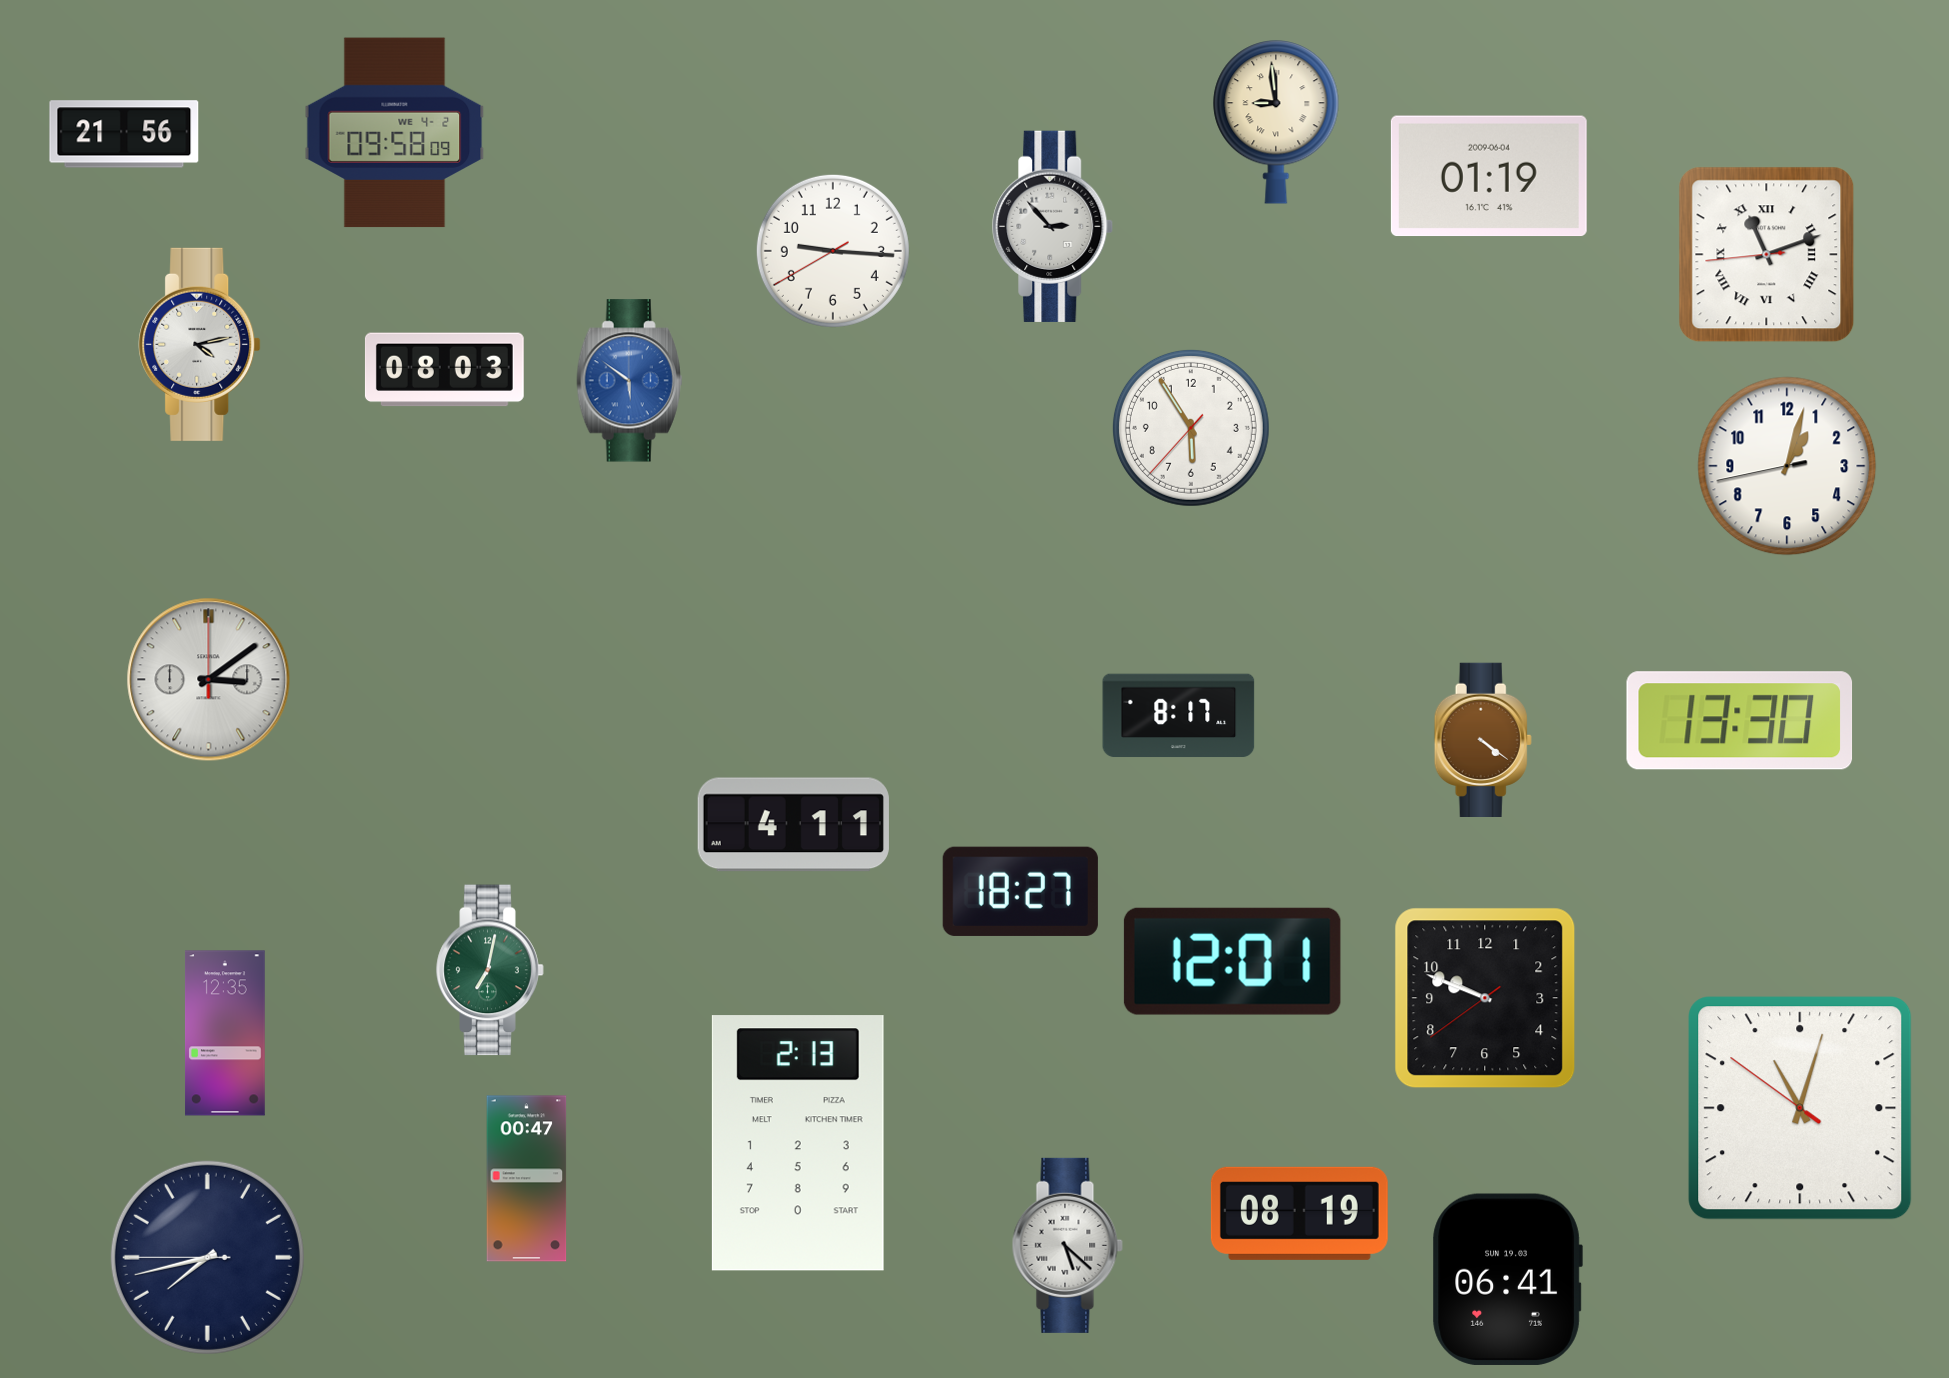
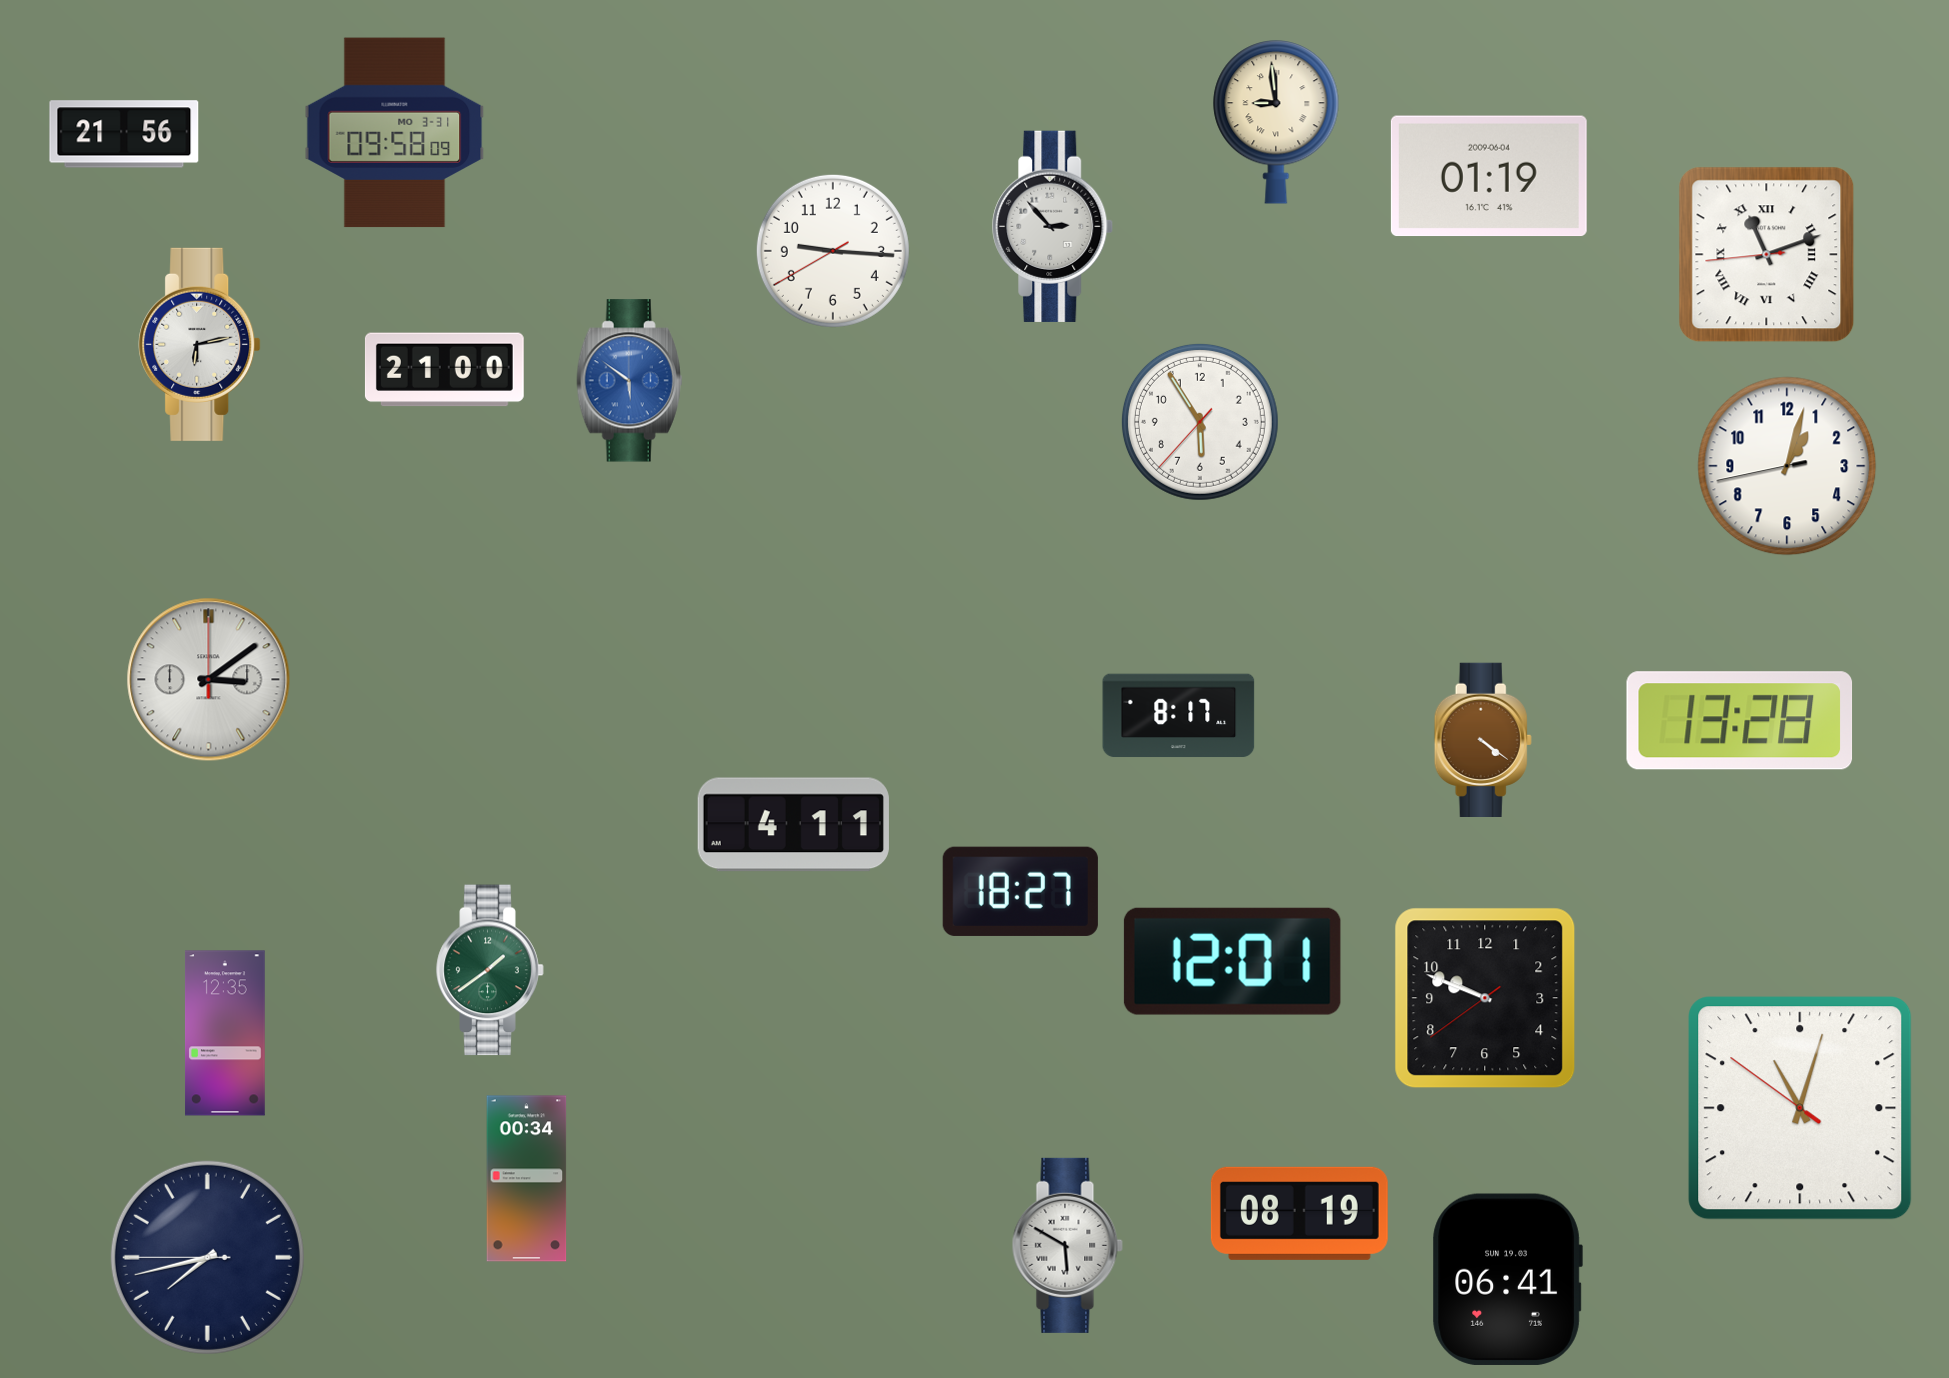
clock at (395, 133) date: WE 4-2 -> MO 3-31
clock at (200, 344): 4:13 -> 6:13
clock at (444, 370): 08:03 -> 21:00
clock at (1191, 428) position: (1191, 428) -> (1200, 422)
clock at (1740, 721): 13:30 -> 13:28
clock at (490, 970): 7:02 -> 1:39
clock at (798, 1143): 2:13 -> none
clock at (527, 1179): 00:47 -> 00:34
clock at (1067, 1245): 5:22 -> 5:50
